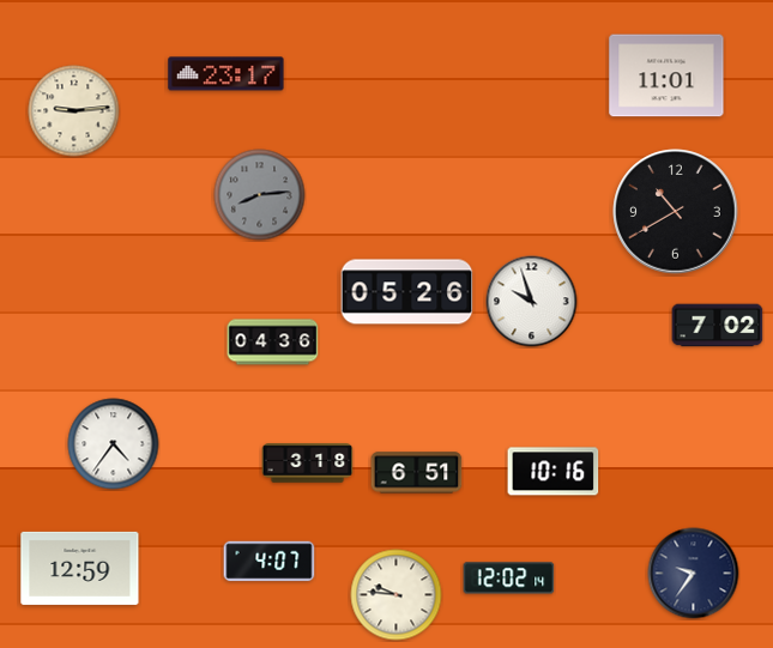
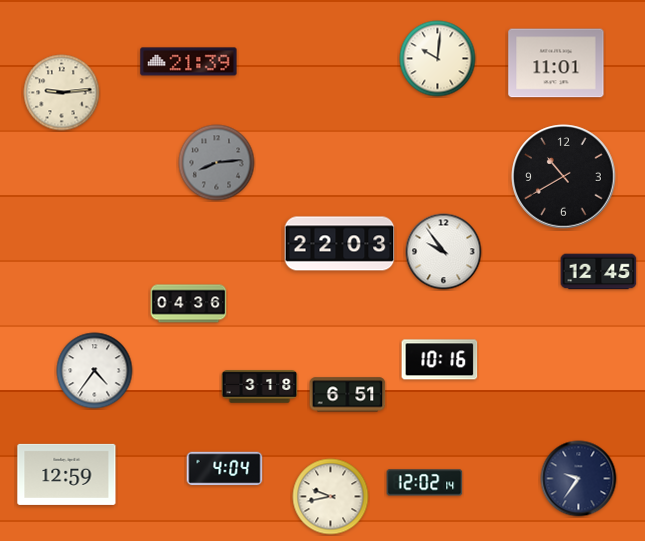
clock at (438, 59): none -> 10:01
clock at (227, 74): 23:17 -> 21:39
clock at (407, 292): 05:26 -> 22:03
clock at (532, 302): 9:57 -> 9:54
clock at (718, 326): 7:02 -> 12:45
clock at (273, 343) position: (273, 343) -> (189, 304)
clock at (308, 464) position: (308, 464) -> (260, 387)
clock at (554, 472) position: (554, 472) -> (440, 360)
clock at (270, 562): 4:07 -> 4:04
clock at (397, 595): 9:46 -> 9:43
